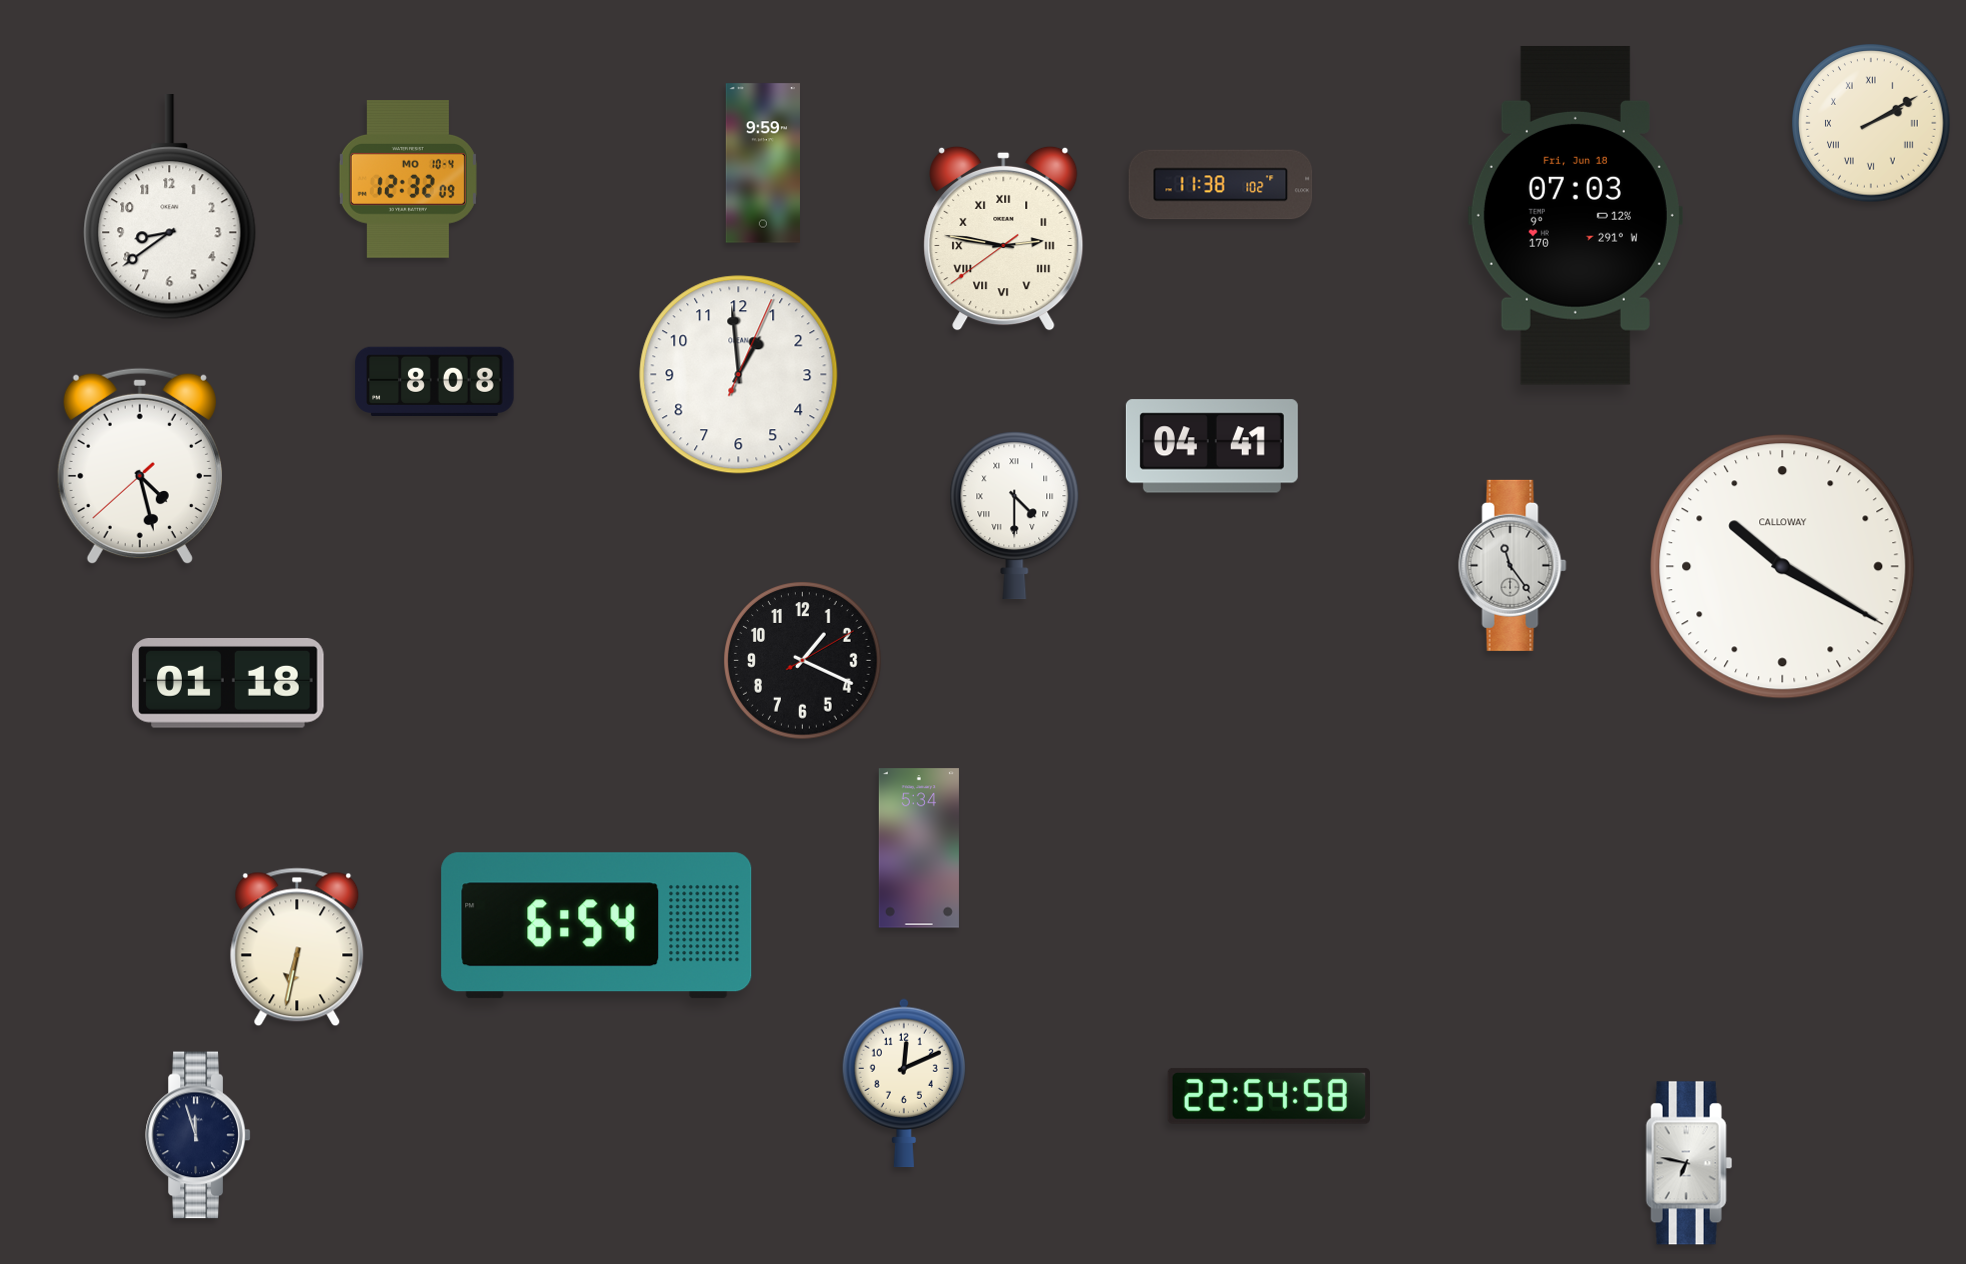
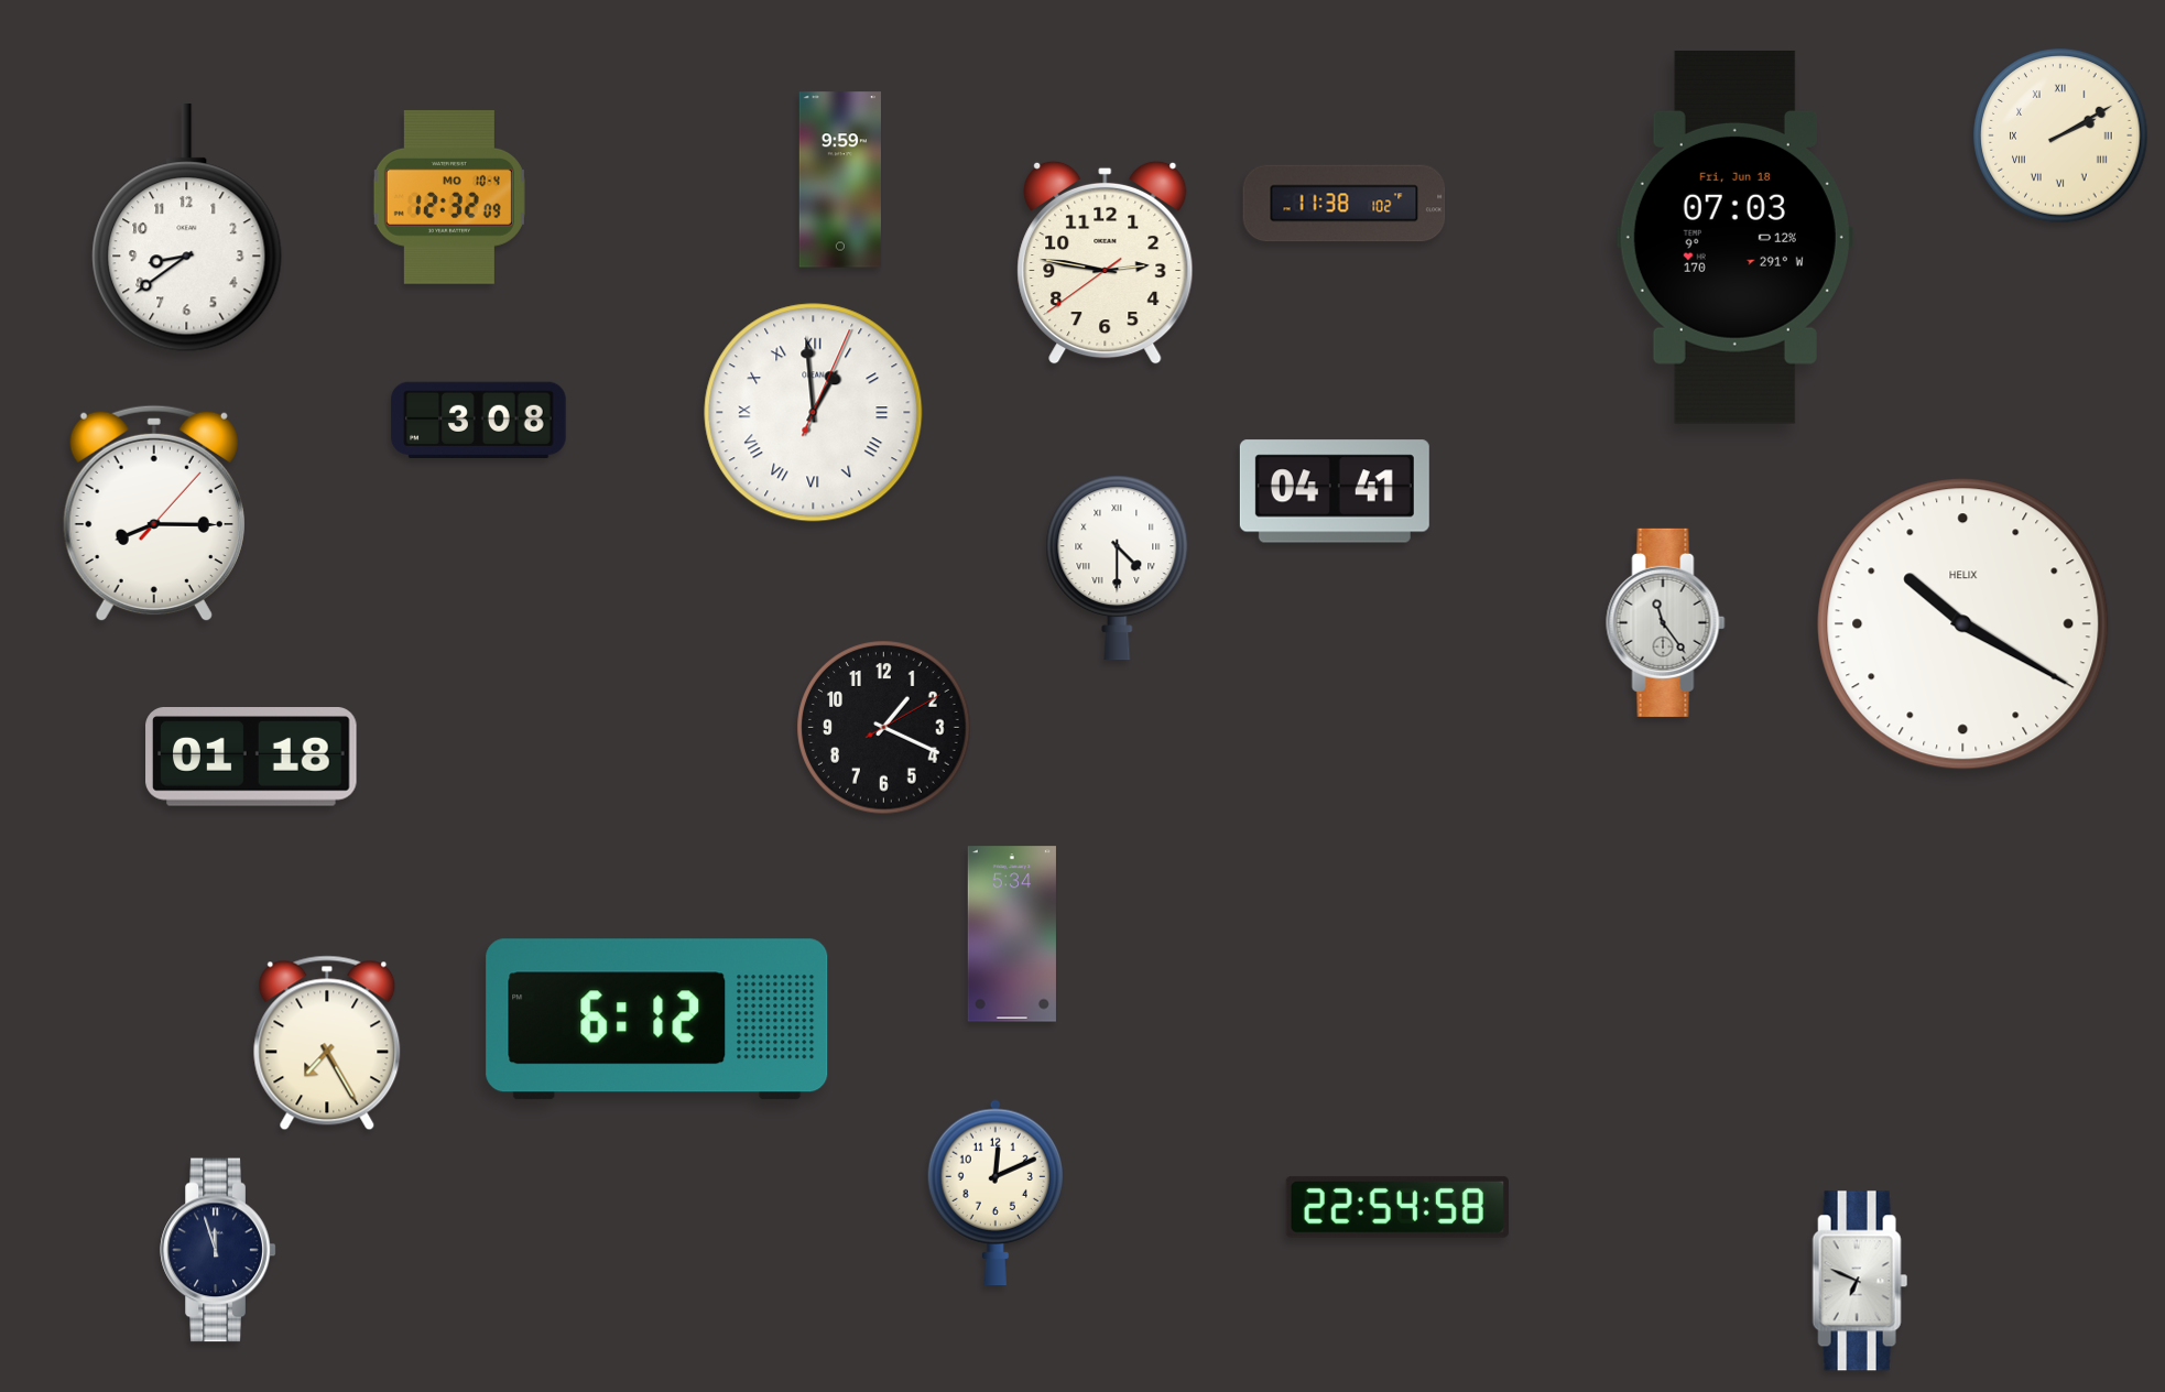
clock at (1004, 238) numerals: Roman -> Arabic
clock at (739, 375) numerals: Arabic -> Roman
clock at (435, 381): 8:08 -> 3:08
clock at (140, 466): 4:27 -> 8:15
clock at (1783, 567) brand: CALLOWAY -> HELIX
clock at (228, 684) position: (228, 684) -> (251, 758)
clock at (597, 926): 6:54 -> 6:12
clock at (297, 947): 6:32 -> 7:25
clock at (1689, 1163): 6:47 -> 6:49
